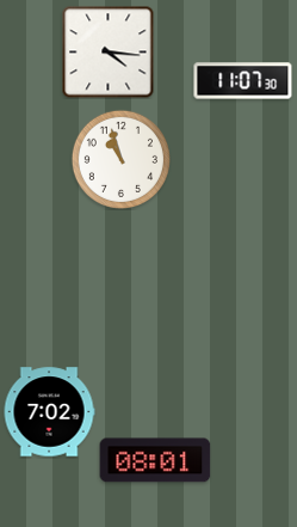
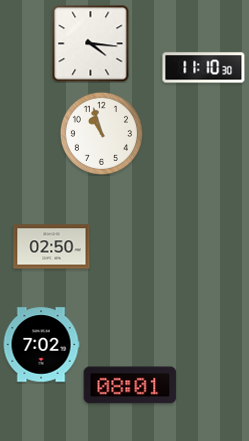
clock at (243, 81): 11:07 -> 11:10
clock at (52, 247): none -> 02:50
